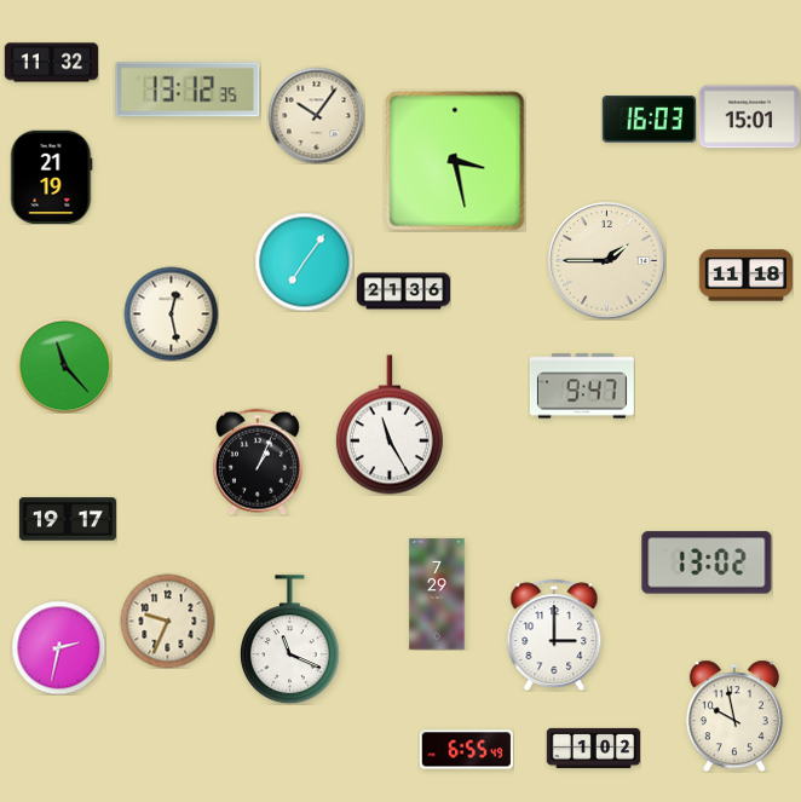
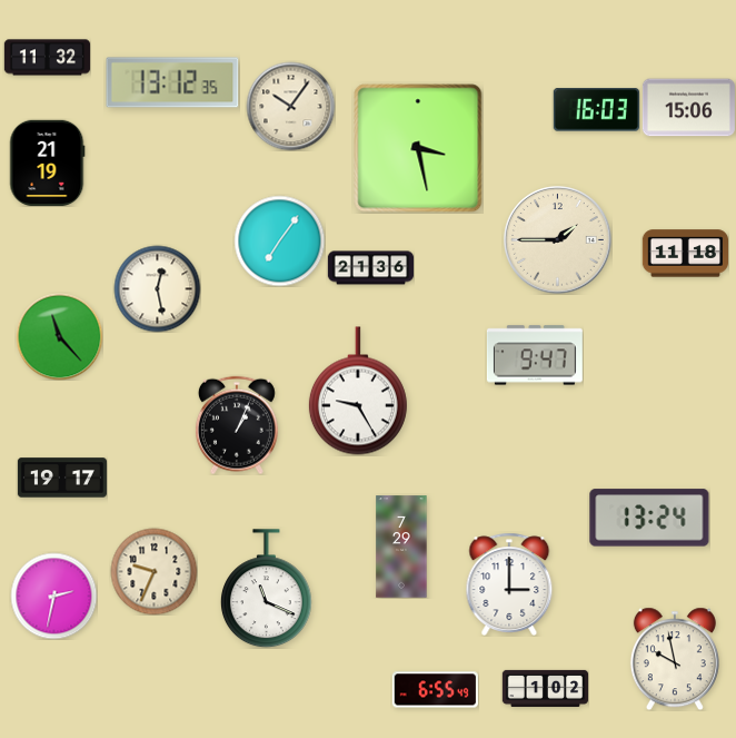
clock at (749, 117): 15:01 -> 15:06
clock at (390, 425): 11:25 -> 9:25
clock at (707, 562): 13:02 -> 13:24
clock at (466, 750) position: (466, 750) -> (435, 690)
